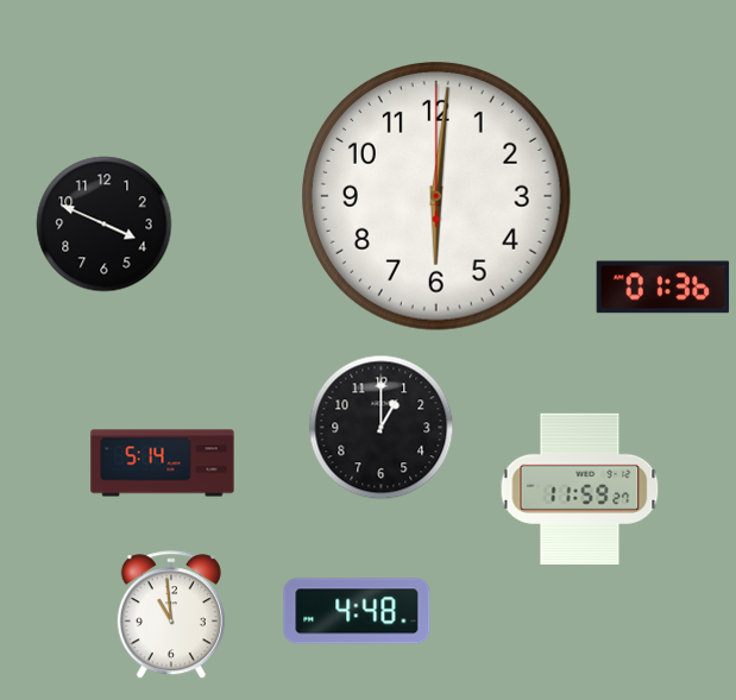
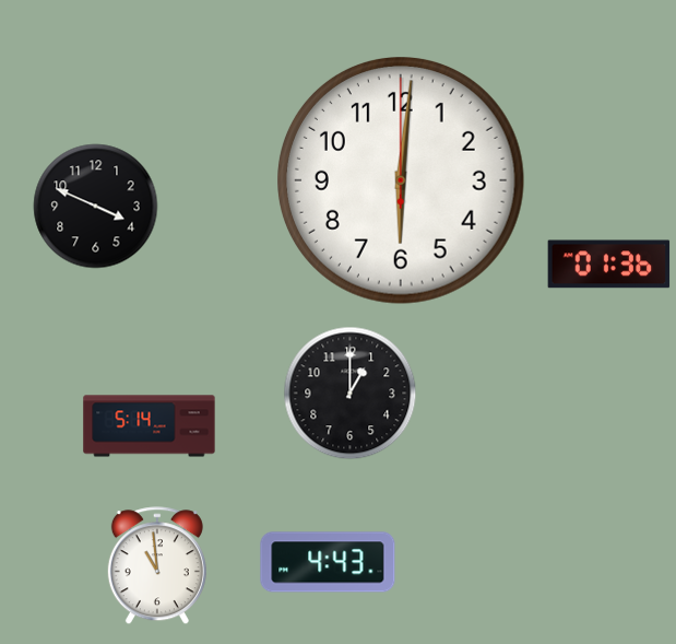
clock at (580, 488): 11:59 -> none
clock at (357, 611): 4:48 -> 4:43
